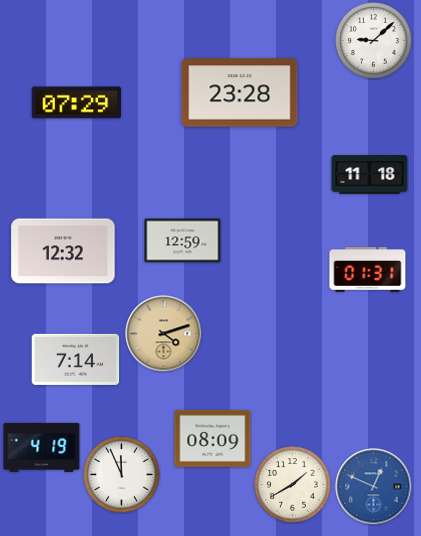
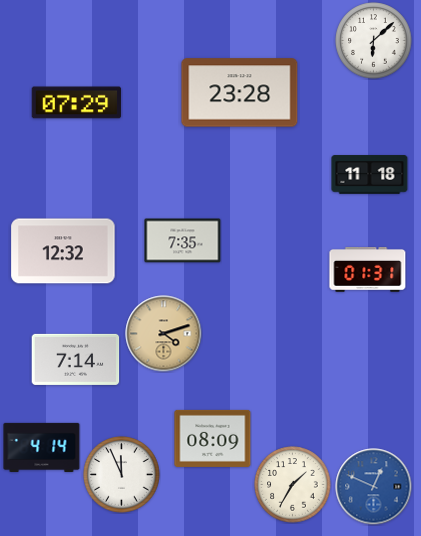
clock at (374, 41): 9:08 -> 6:08
clock at (183, 241): 12:59 -> 7:35
clock at (42, 447): 4:19 -> 4:14
clock at (293, 485): 1:40 -> 1:35
